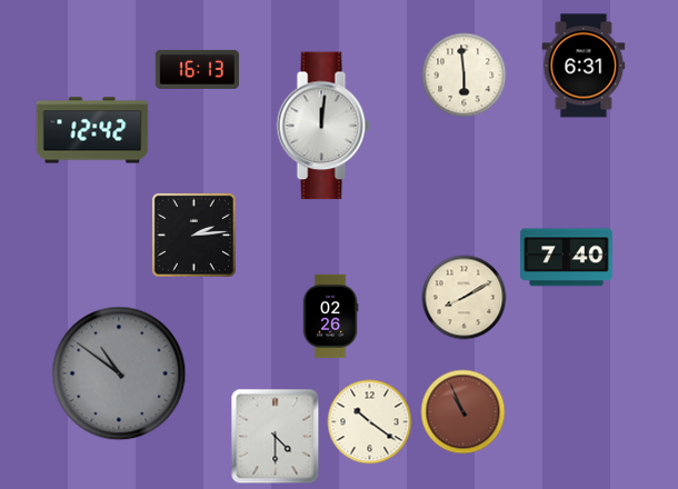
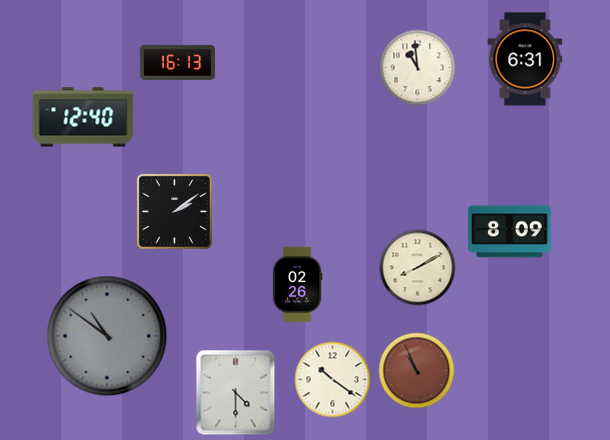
clock at (465, 76): 5:59 -> 10:59
clock at (323, 126): 12:01 -> none
clock at (92, 130): 12:42 -> 12:40
clock at (193, 234): 2:14 -> 2:09
clock at (567, 258): 7:40 -> 8:09
clock at (276, 437) position: (276, 437) -> (236, 393)
